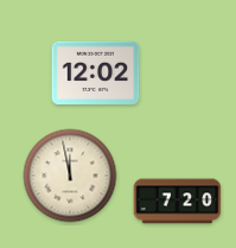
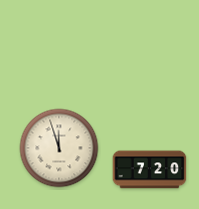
clock at (96, 72): 12:02 -> none
clock at (70, 176): 11:58 -> 11:57
